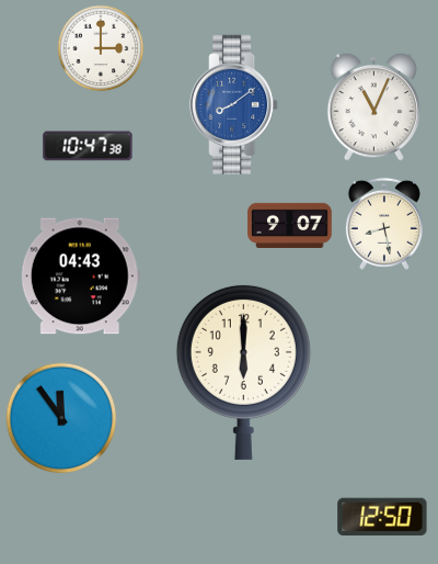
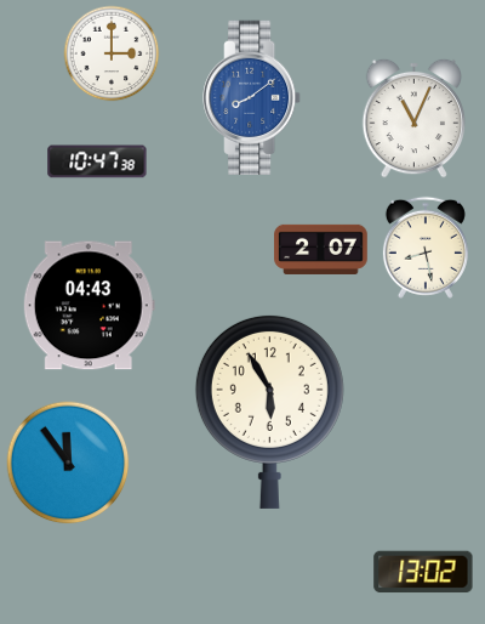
clock at (234, 104) position: (234, 104) -> (252, 97)
clock at (290, 225): 9:07 -> 2:07
clock at (243, 372): 6:00 -> 5:55
clock at (382, 517): 12:50 -> 13:02
